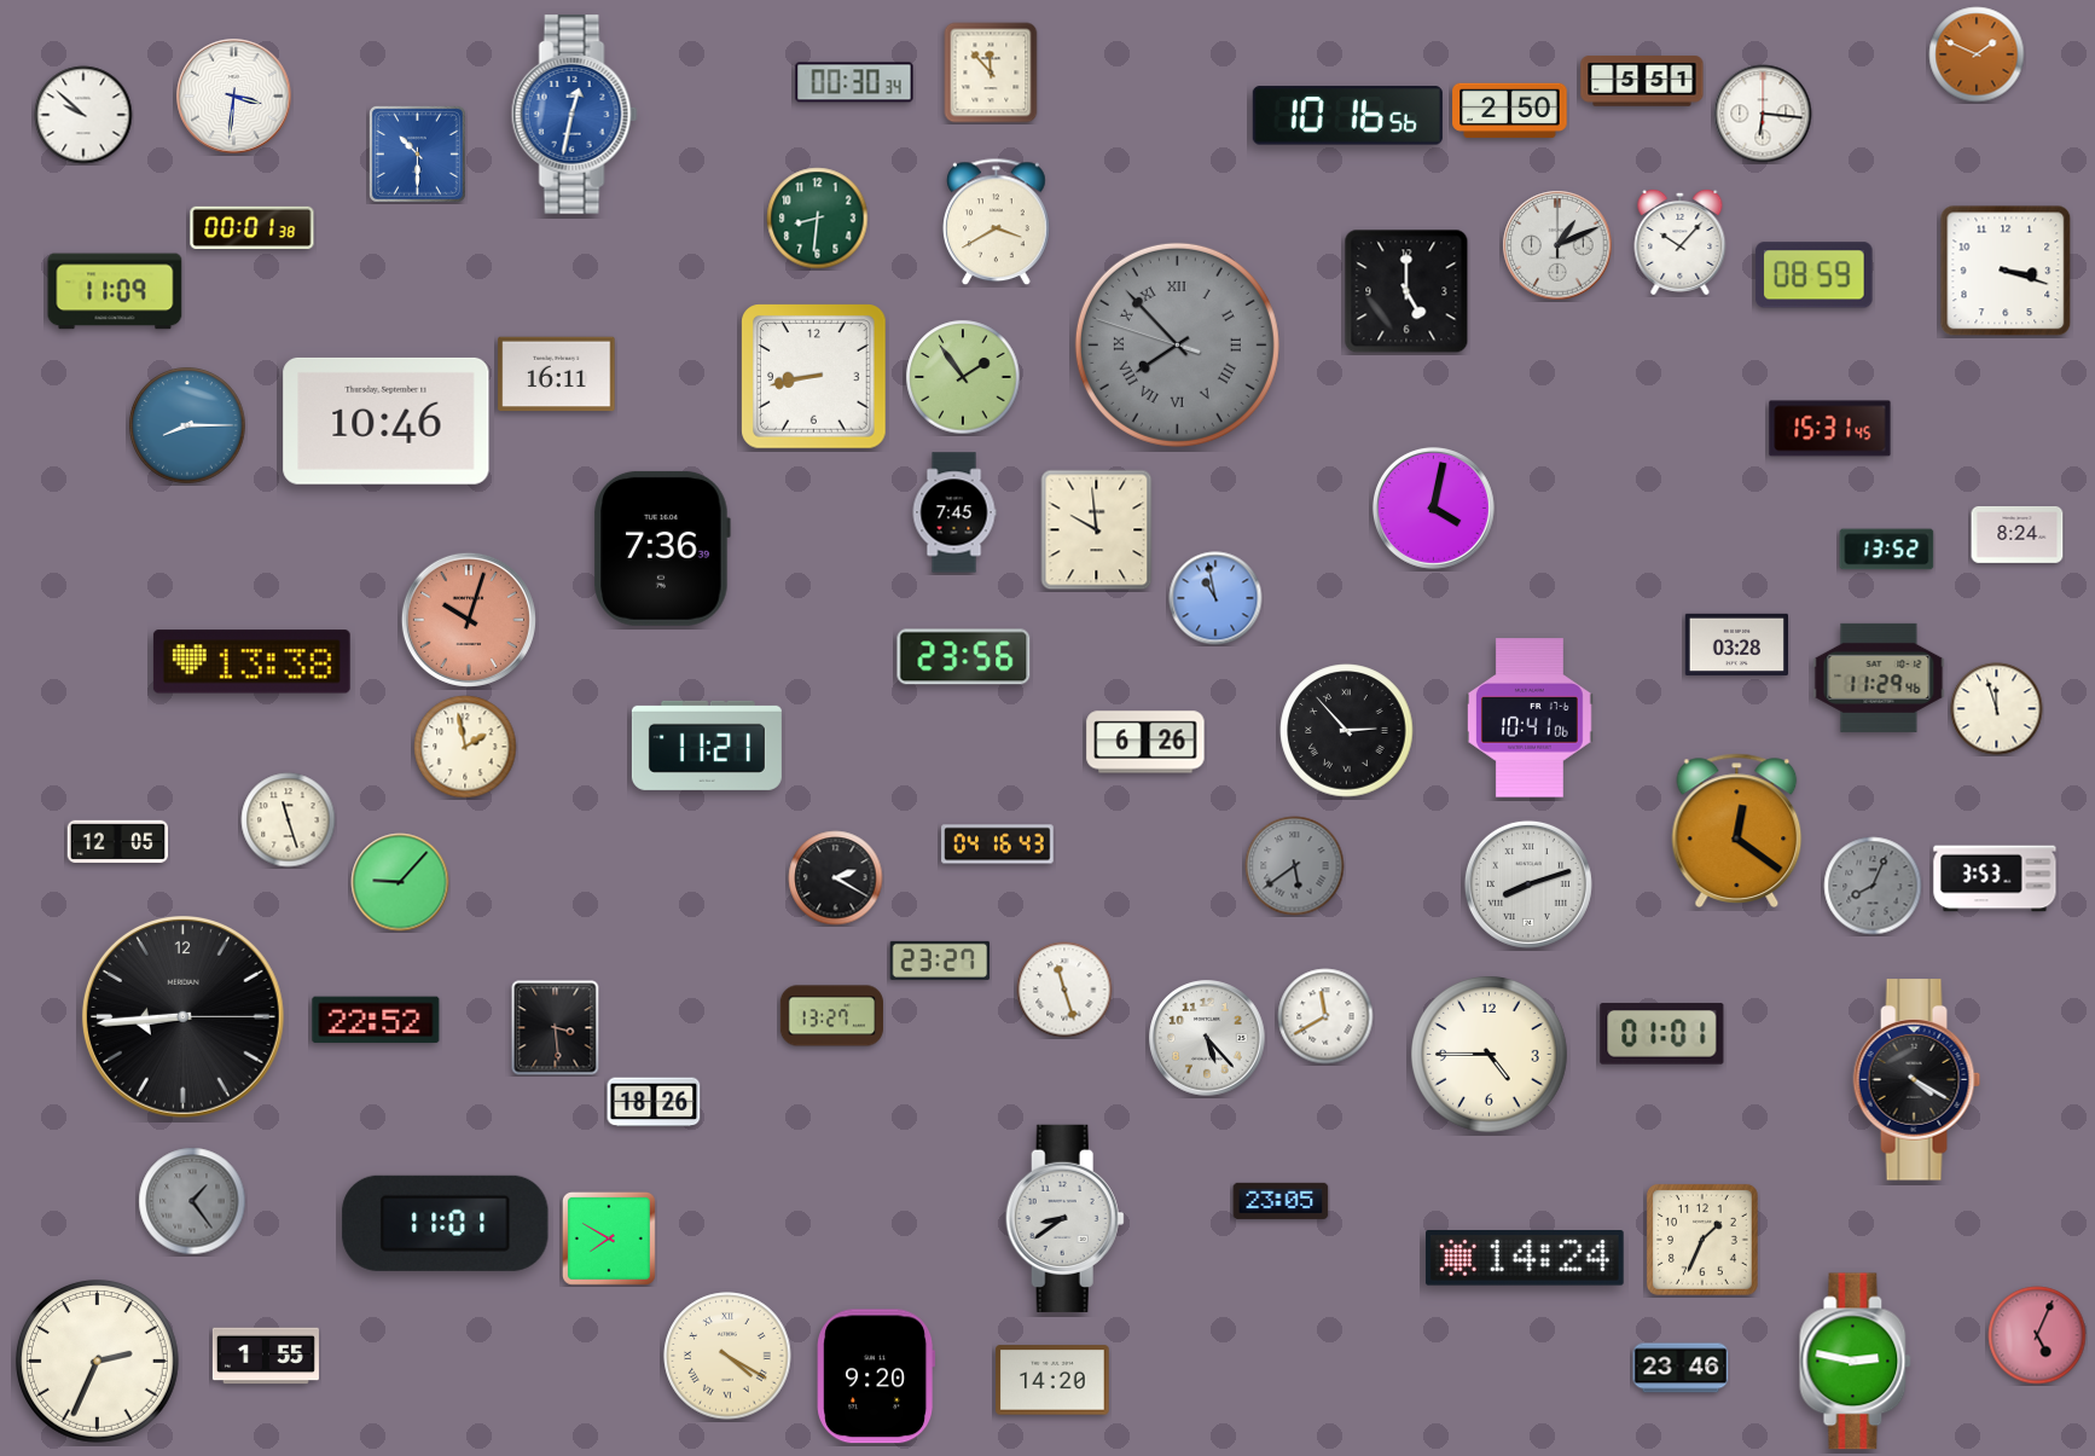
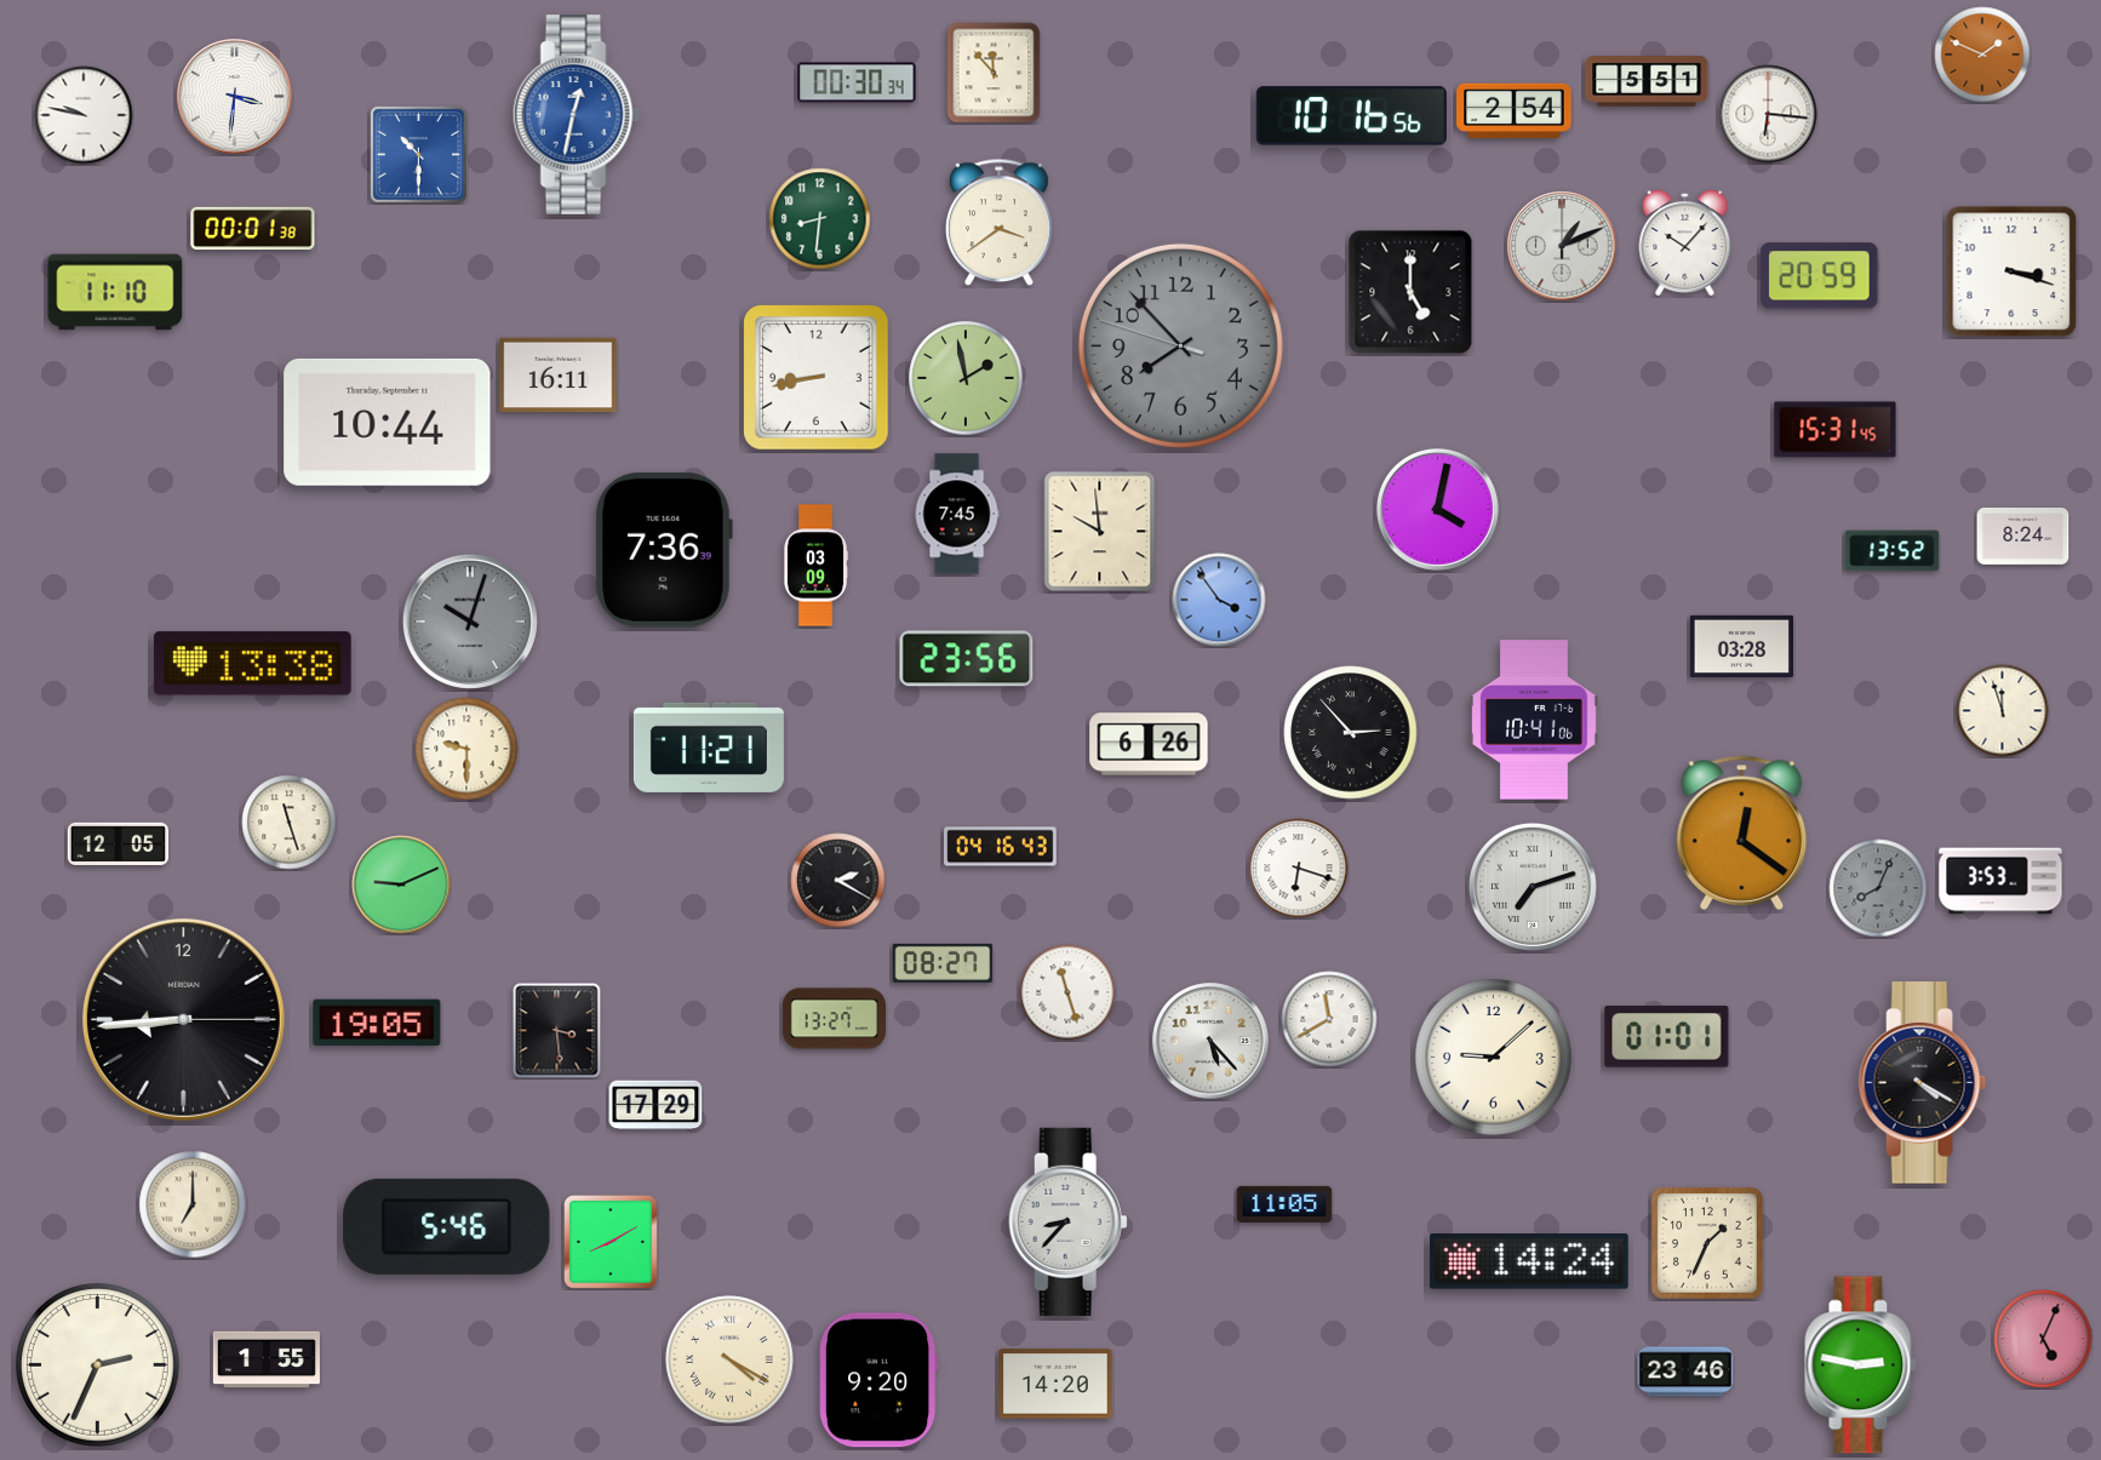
clock at (1510, 111): 2:50 -> 2:54
clock at (83, 115): 9:52 -> 9:47
clock at (997, 222): 3:40 -> 3:39
clock at (1815, 275): 08:59 -> 20:59
clock at (115, 291): 11:09 -> 11:10
clock at (1177, 344) numerals: Roman -> Arabic
clock at (963, 377): 1:54 -> 1:58
clock at (387, 420): 10:46 -> 10:44
clock at (187, 425): 8:15 -> none
clock at (815, 566): none -> 03:09
clock at (1215, 598): 10:58 -> 3:54
clock at (469, 620) dial: salmon -> grey
clock at (1879, 678): 11:29 -> none
clock at (465, 747): 1:58 -> 9:30
clock at (1295, 866): 5:39 -> 6:18
clock at (1295, 866) dial: grey -> white
clock at (400, 882): 9:07 -> 9:11
clock at (1528, 884): 8:12 -> 7:12
clock at (940, 961): 23:27 -> 08:27
clock at (376, 1020): 22:52 -> 19:05
clock at (1490, 1055): 4:45 -> 9:08
clock at (654, 1102): 18:26 -> 17:29
clock at (192, 1201): 1:24 -> 7:00
clock at (192, 1201) dial: grey -> cream
clock at (1281, 1201): 23:05 -> 11:05
clock at (1064, 1218): 8:39 -> 8:37
clock at (446, 1223): 11:01 -> 5:46
clock at (609, 1239): 7:50 -> 8:10
